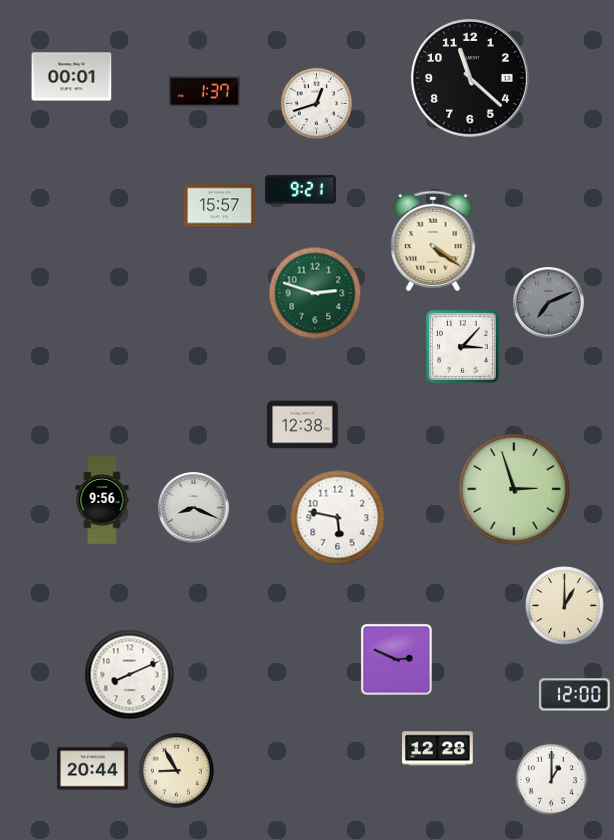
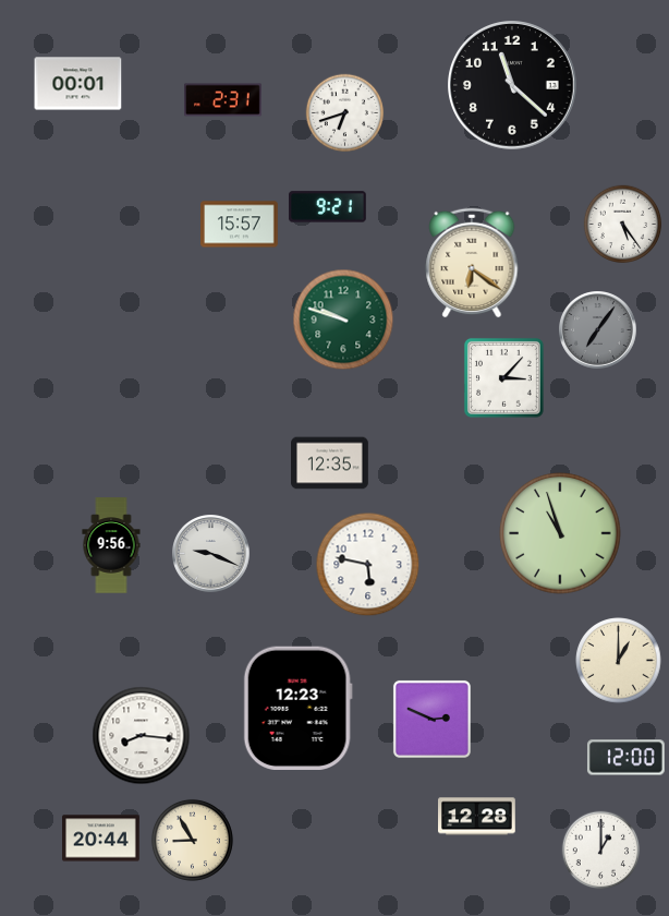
clock at (205, 92): 1:37 -> 2:31
clock at (317, 104): 12:42 -> 6:42
clock at (623, 225): none -> 5:24
clock at (433, 241): 4:21 -> 6:21
clock at (315, 293): 2:48 -> 9:48
clock at (549, 303): 7:11 -> 7:06
clock at (303, 425): 12:38 -> 12:35
clock at (514, 489): 2:57 -> 10:57
clock at (194, 508): 8:19 -> 9:19
clock at (565, 606) position: (565, 606) -> (619, 661)
clock at (297, 708): none -> 12:23
clock at (130, 675): 8:11 -> 8:16
